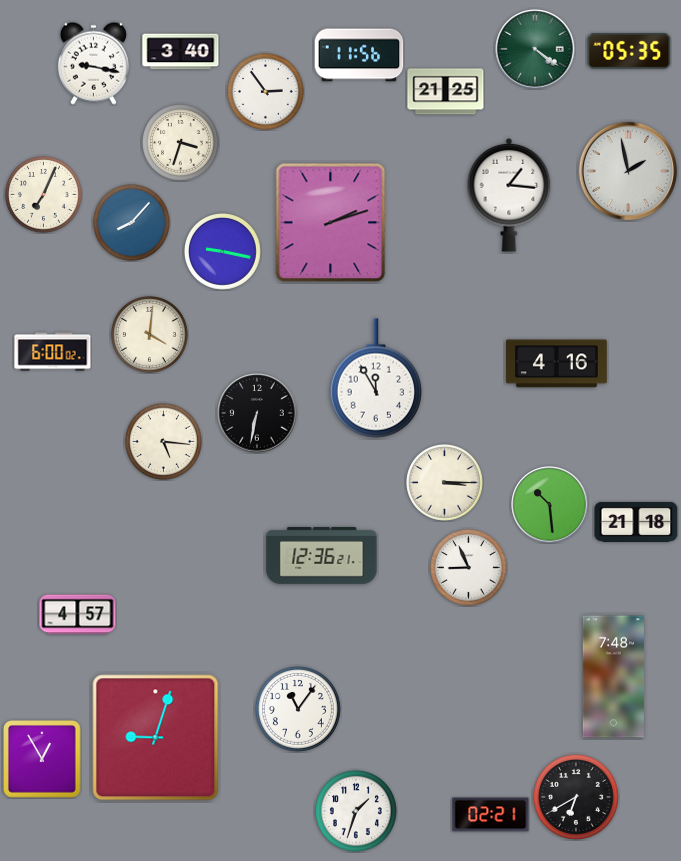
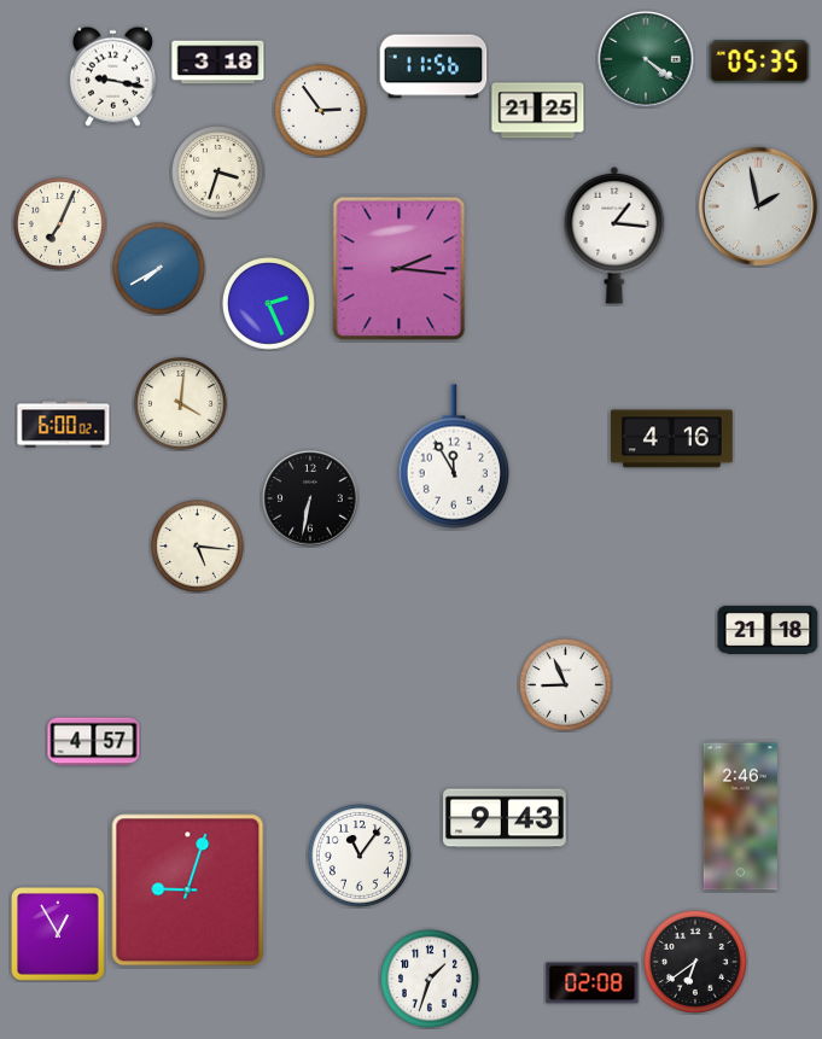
clock at (181, 52): 3:40 -> 3:18
clock at (44, 195) position: (44, 195) -> (60, 224)
clock at (132, 223): 8:07 -> 7:40
clock at (331, 223): 2:12 -> 2:16
clock at (223, 252): 9:17 -> 2:26
clock at (164, 442) position: (164, 442) -> (198, 547)
clock at (445, 483): 3:15 -> none
clock at (550, 505): 10:29 -> none
clock at (322, 555): 12:36 -> none
clock at (613, 677): 7:48 -> 2:46
clock at (506, 818): none -> 9:43
clock at (42, 759) position: (42, 759) -> (58, 934)
clock at (576, 797): 6:40 -> 6:39
clock at (491, 815): 02:21 -> 02:08
